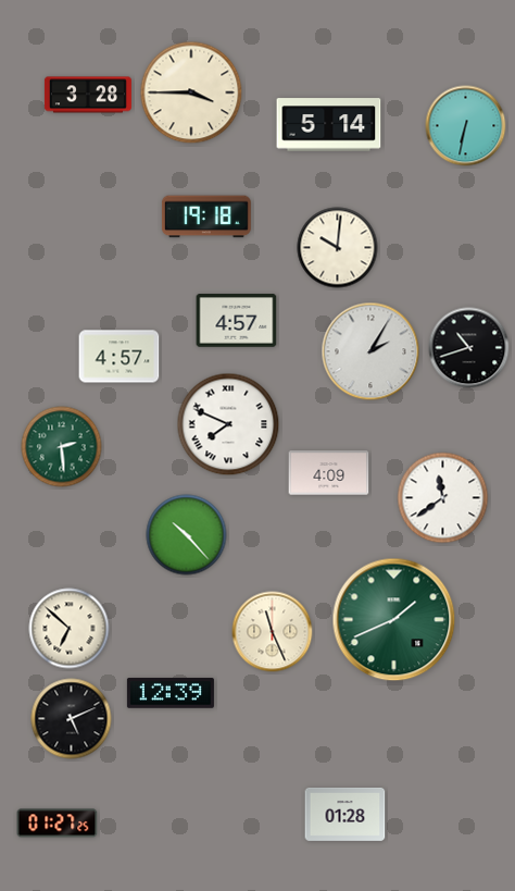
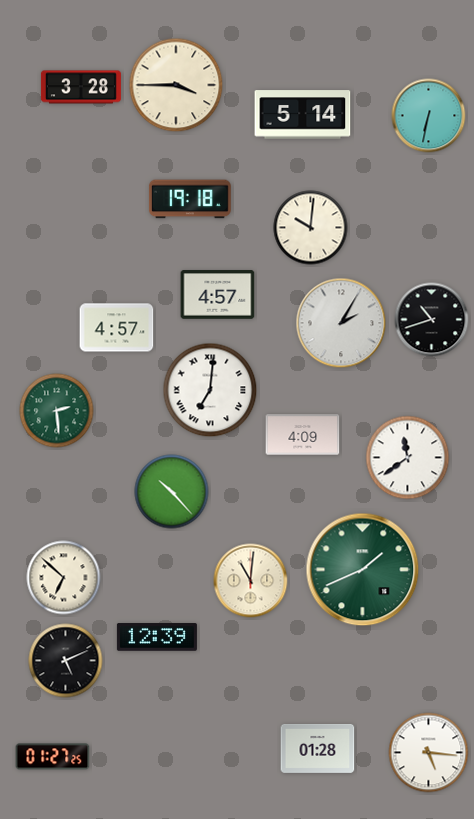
clock at (120, 357) position: (120, 357) -> (117, 328)
clock at (228, 424): 7:49 -> 7:01
clock at (273, 632): 11:26 -> 11:01
clock at (429, 753): none -> 5:16
